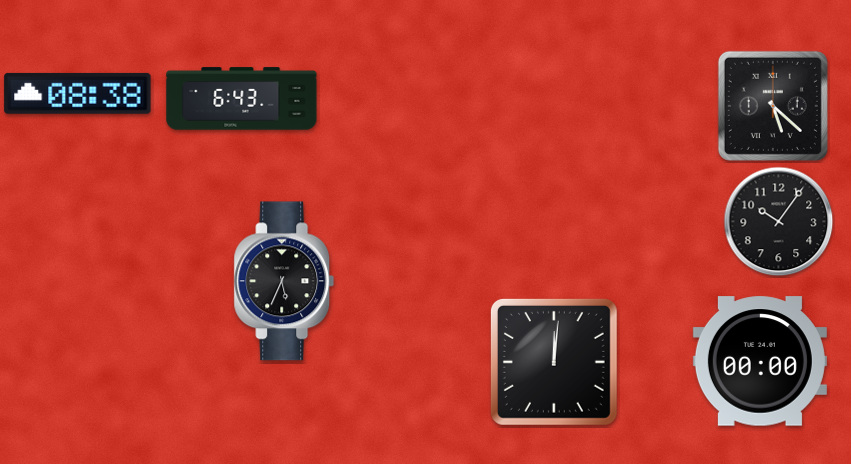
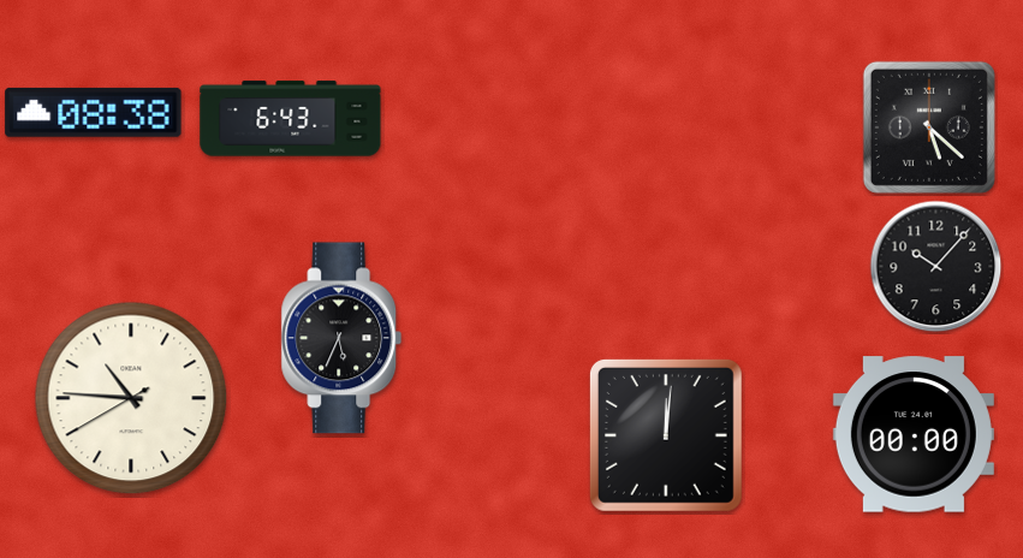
clock at (779, 222): 10:06 -> 10:07
clock at (131, 398): none -> 10:45
